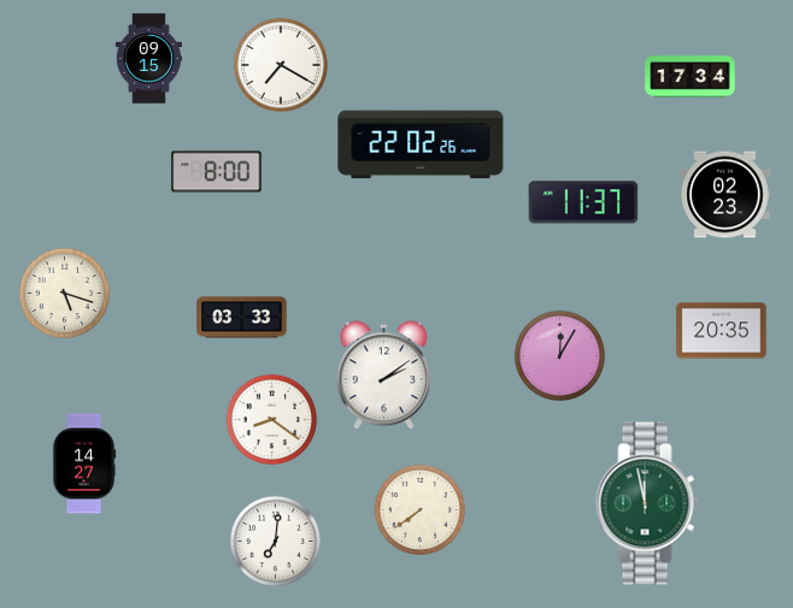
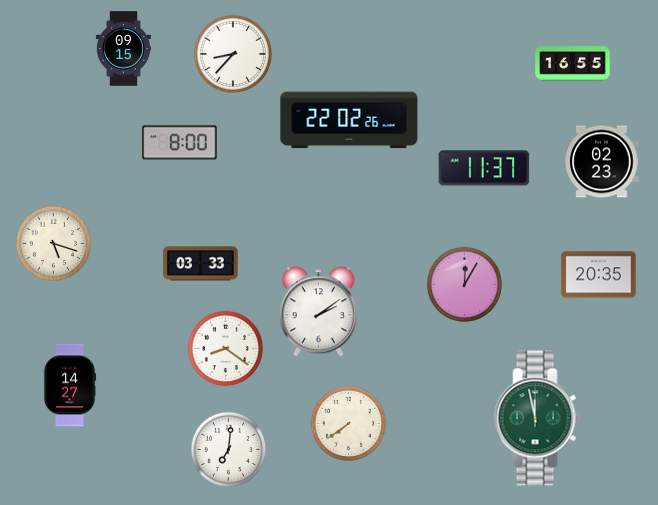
clock at (281, 65): 7:20 -> 8:37
clock at (691, 77): 17:34 -> 16:55
clock at (560, 356) position: (560, 356) -> (465, 285)
